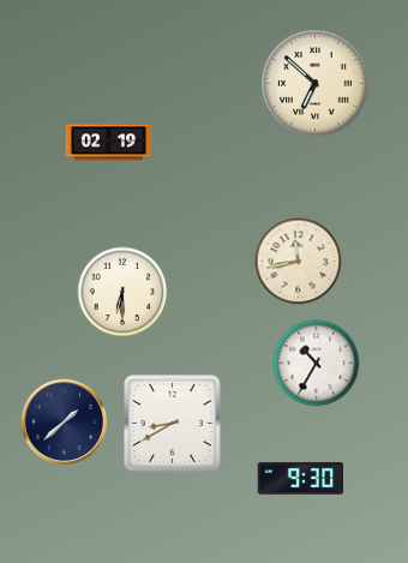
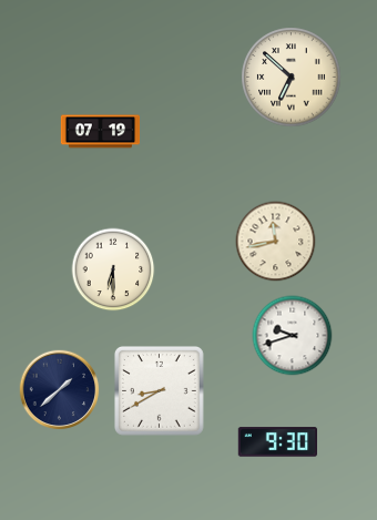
clock at (109, 143): 02:19 -> 07:19
clock at (317, 364): 10:35 -> 9:42
